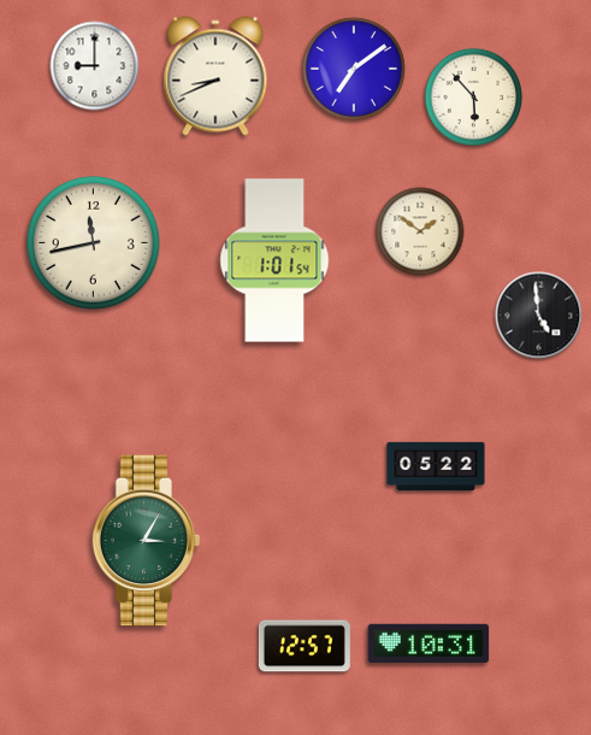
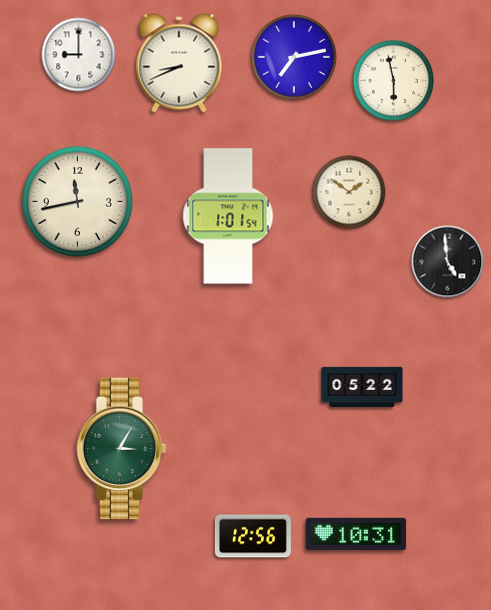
clock at (354, 69): 7:09 -> 7:13
clock at (474, 98): 5:53 -> 5:58
clock at (305, 646): 12:57 -> 12:56
